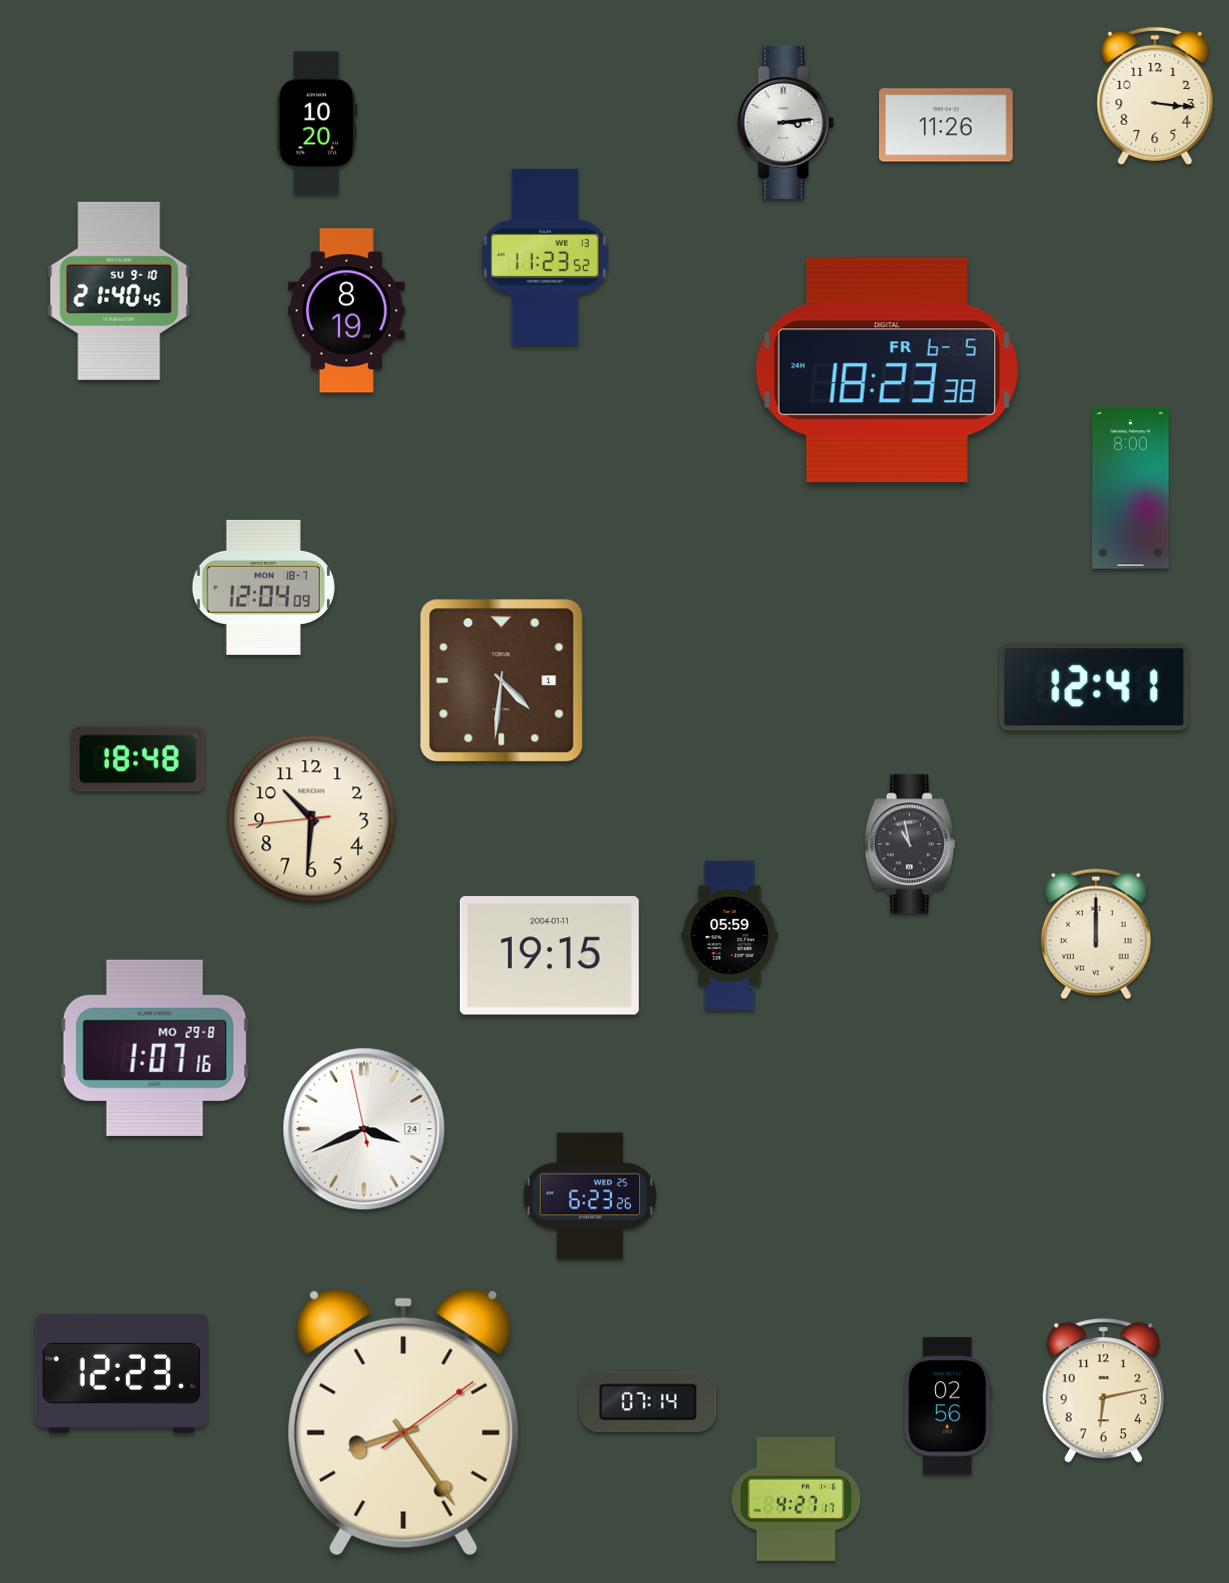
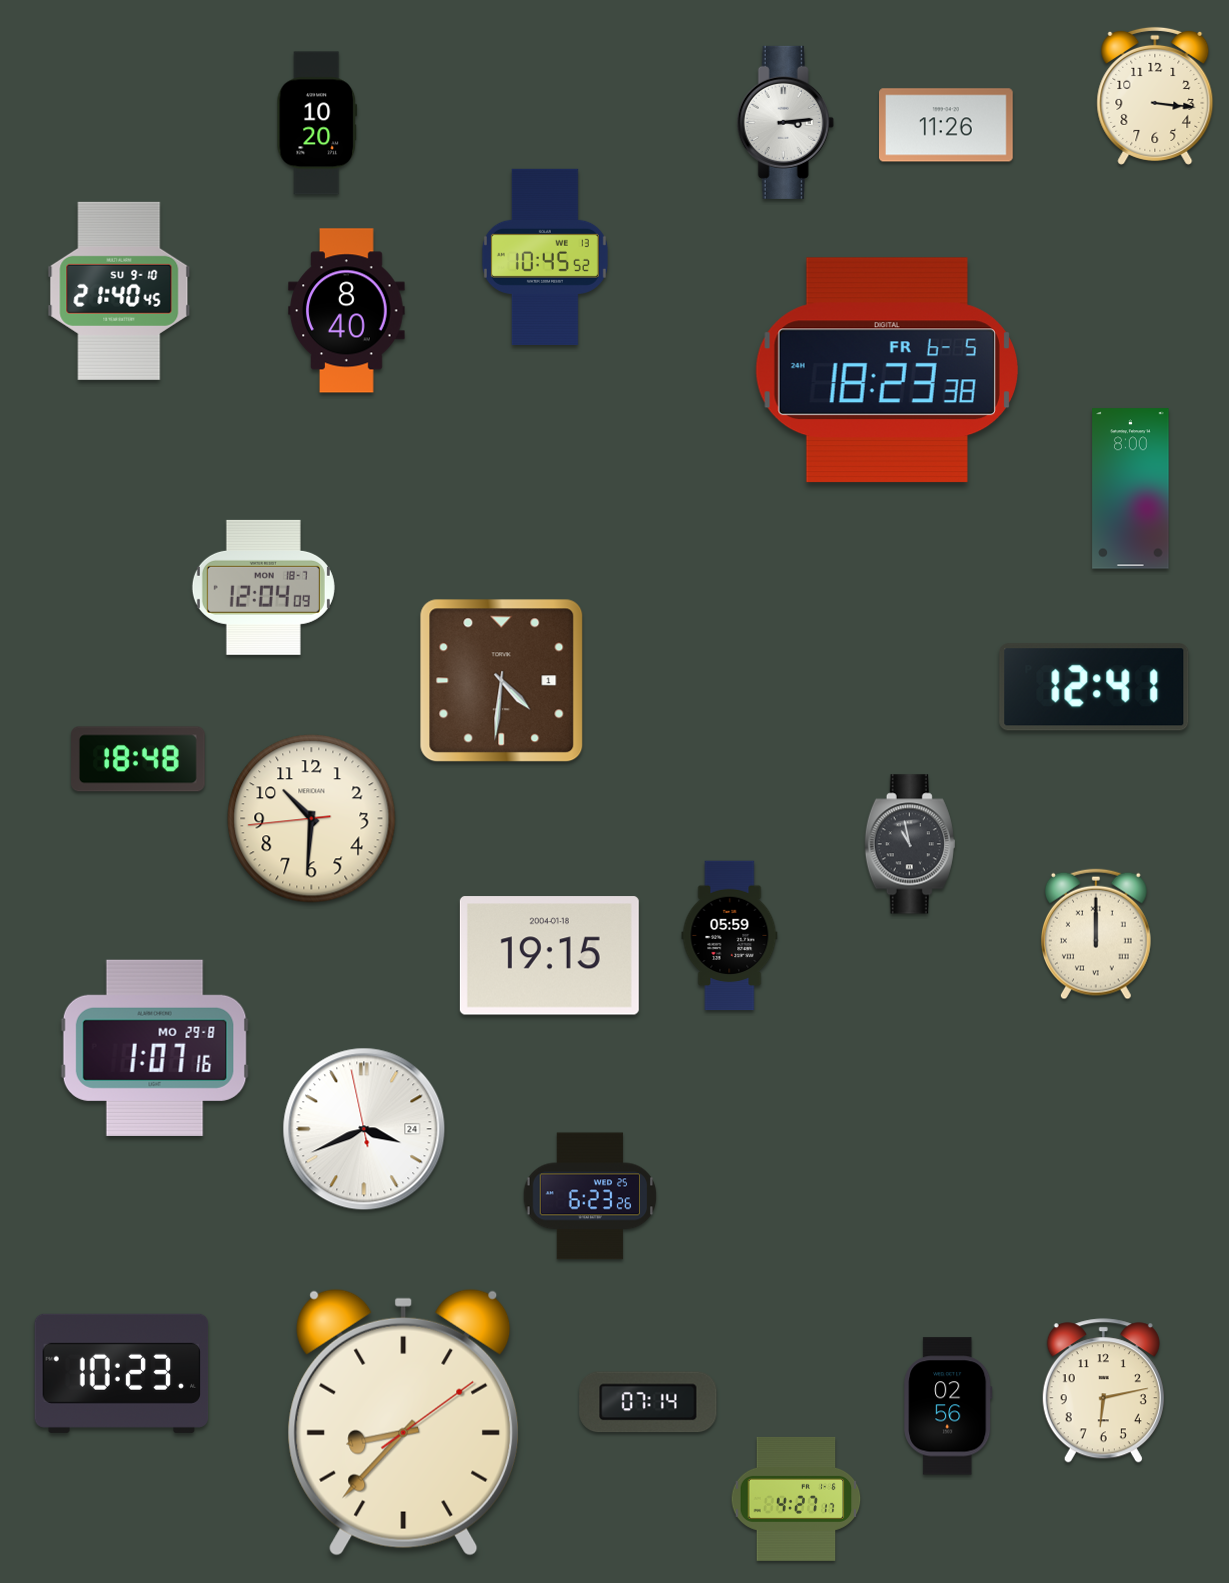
clock at (545, 257): 11:23 -> 10:45
clock at (347, 311): 8:19 -> 8:40
clock at (549, 956) date: 2004-01-11 -> 2004-01-18
clock at (122, 1373): 12:23 -> 10:23
clock at (404, 1422): 8:24 -> 8:37
